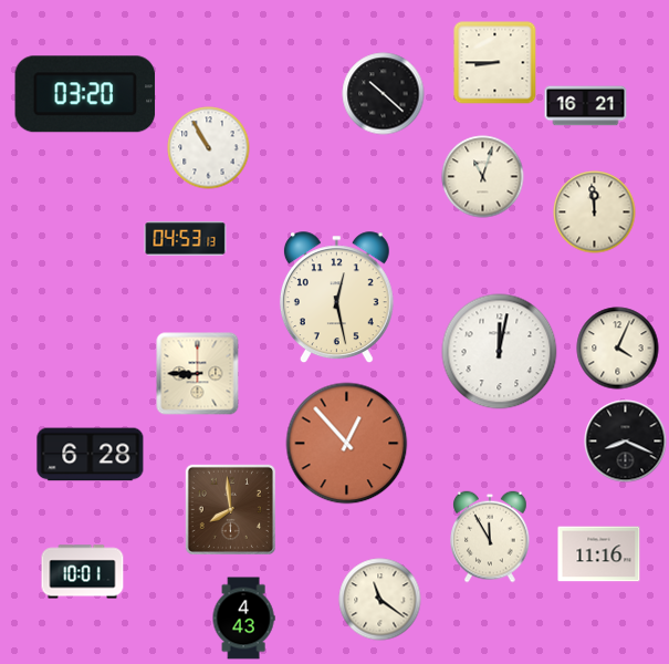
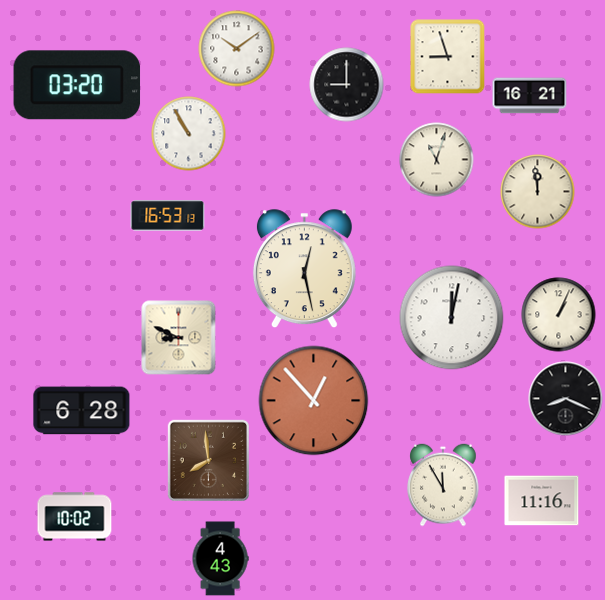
clock at (237, 49): none -> 10:09
clock at (495, 63): 8:45 -> 8:57
clock at (384, 94): 10:22 -> 9:00
clock at (186, 239): 04:53 -> 16:53
clock at (618, 349): 4:04 -> 1:04
clock at (198, 374): 8:45 -> 8:49
clock at (83, 572): 10:01 -> 10:02
clock at (380, 600): 11:21 -> none
